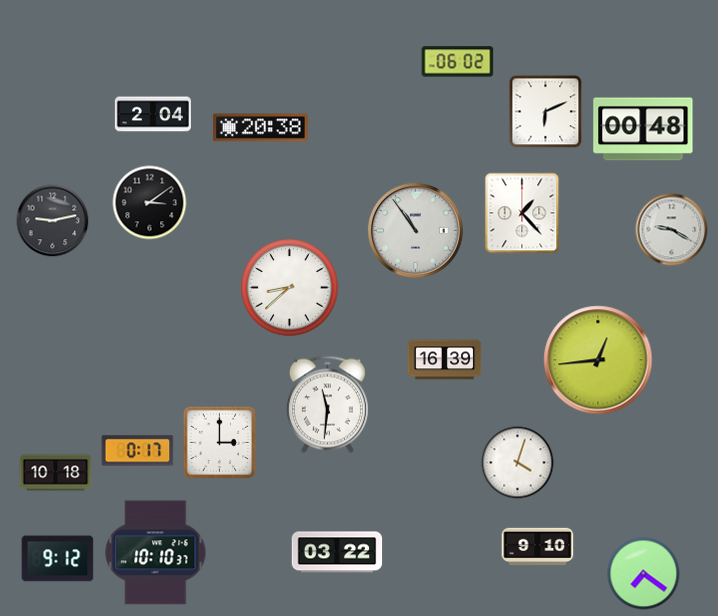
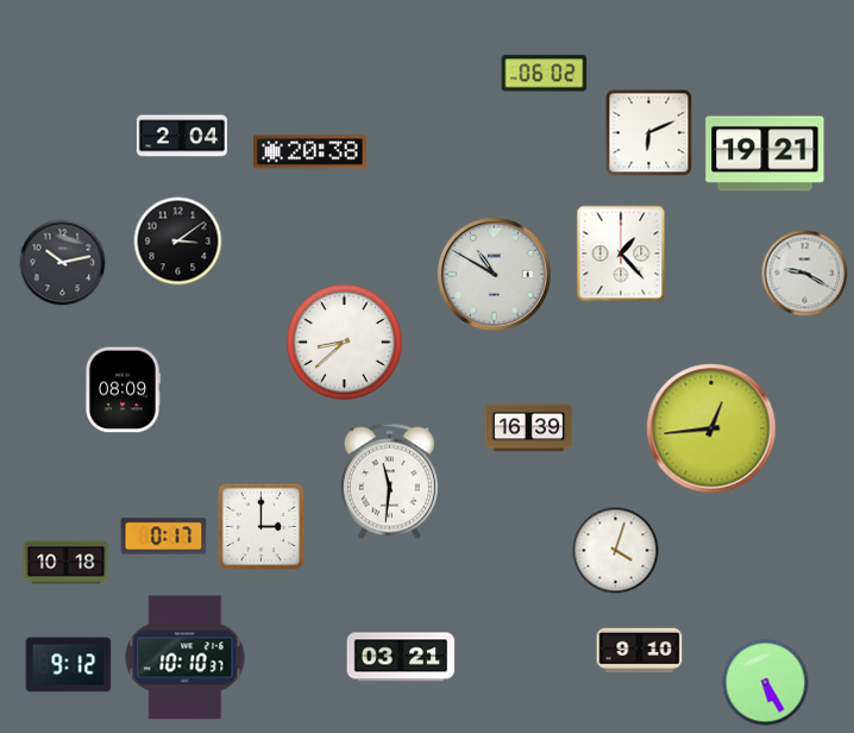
clock at (643, 129): 00:48 -> 19:21
clock at (53, 221): 9:13 -> 10:13
clock at (672, 230) position: (672, 230) -> (805, 274)
clock at (416, 231): 10:54 -> 10:50
clock at (123, 390): none -> 08:09
clock at (337, 552): 03:22 -> 03:21
clock at (644, 574): 7:21 -> 5:25
